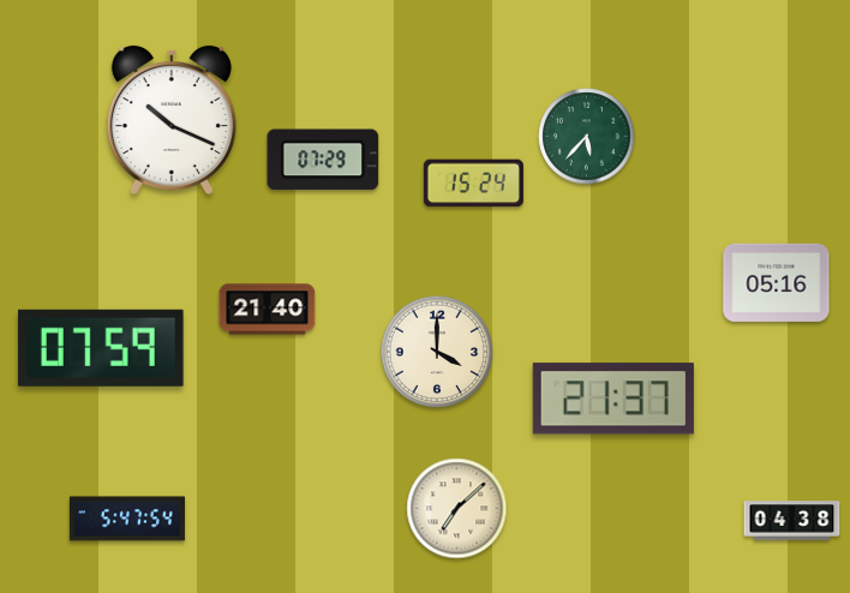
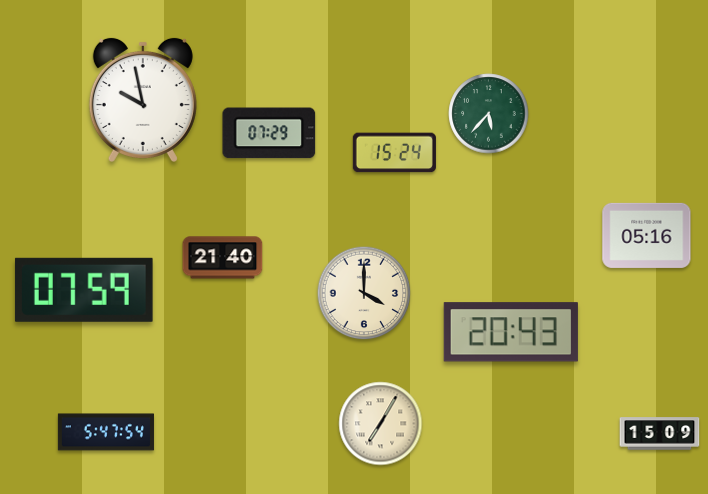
clock at (172, 120): 10:19 -> 9:58
clock at (613, 399): 21:37 -> 20:43
clock at (457, 509): 7:08 -> 7:05
clock at (792, 521): 04:38 -> 15:09
